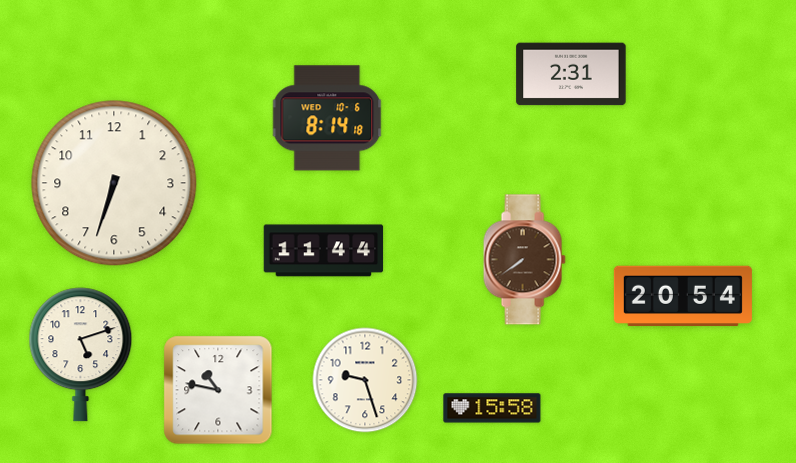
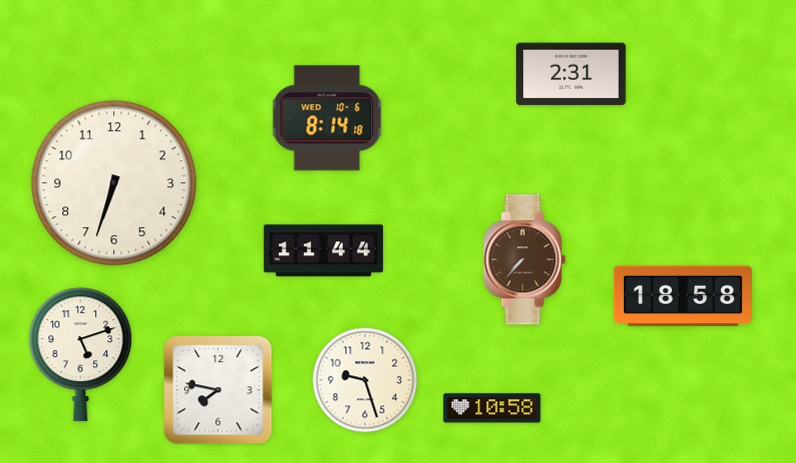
clock at (524, 260): 7:39 -> 7:37
clock at (683, 296): 20:54 -> 18:58
clock at (218, 390): 10:47 -> 7:47
clock at (492, 408): 15:58 -> 10:58
